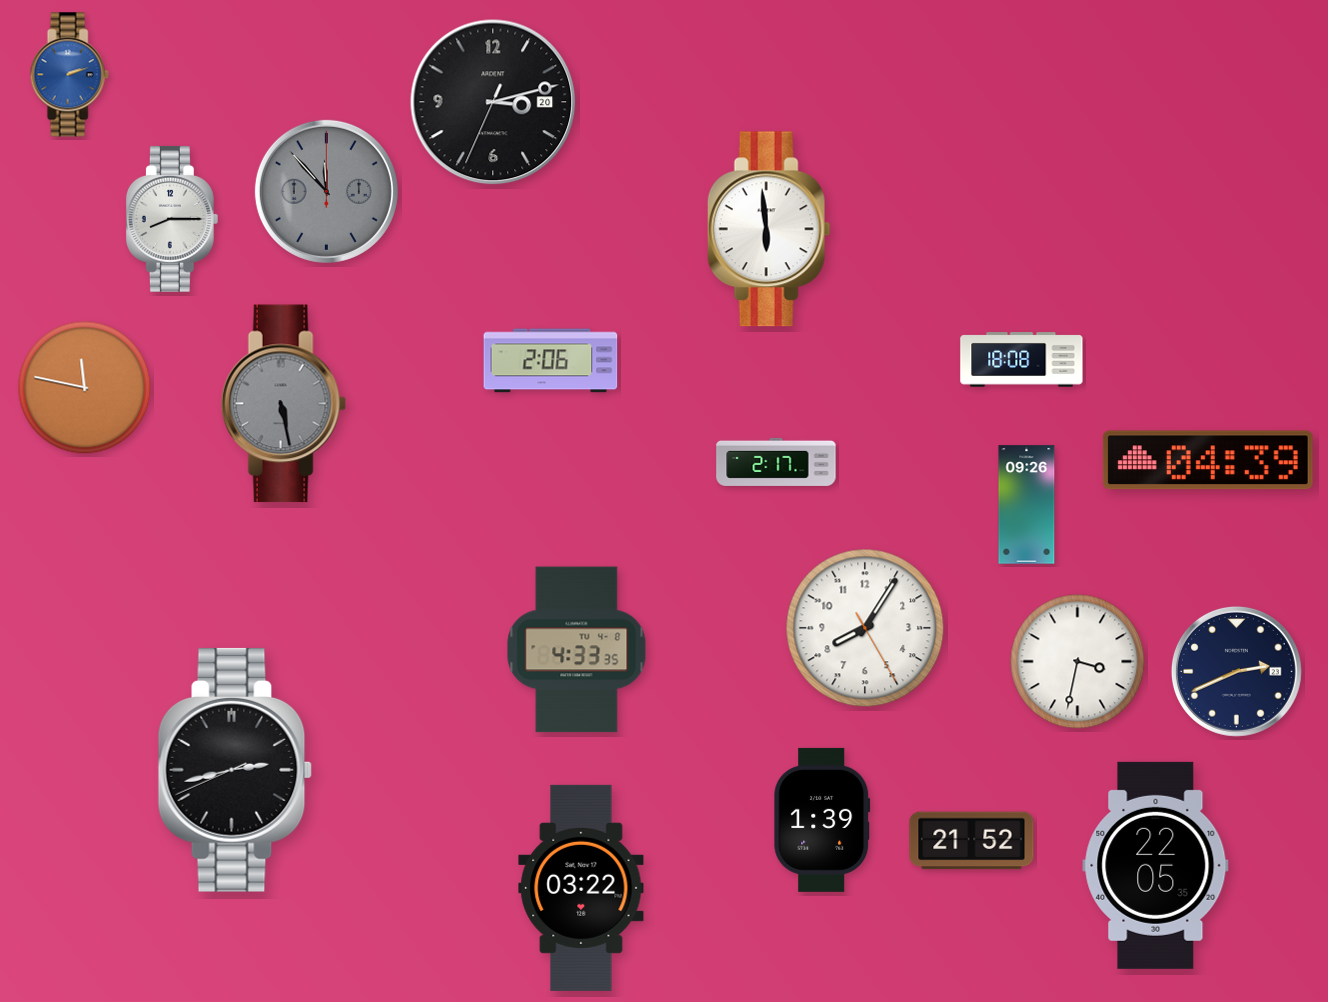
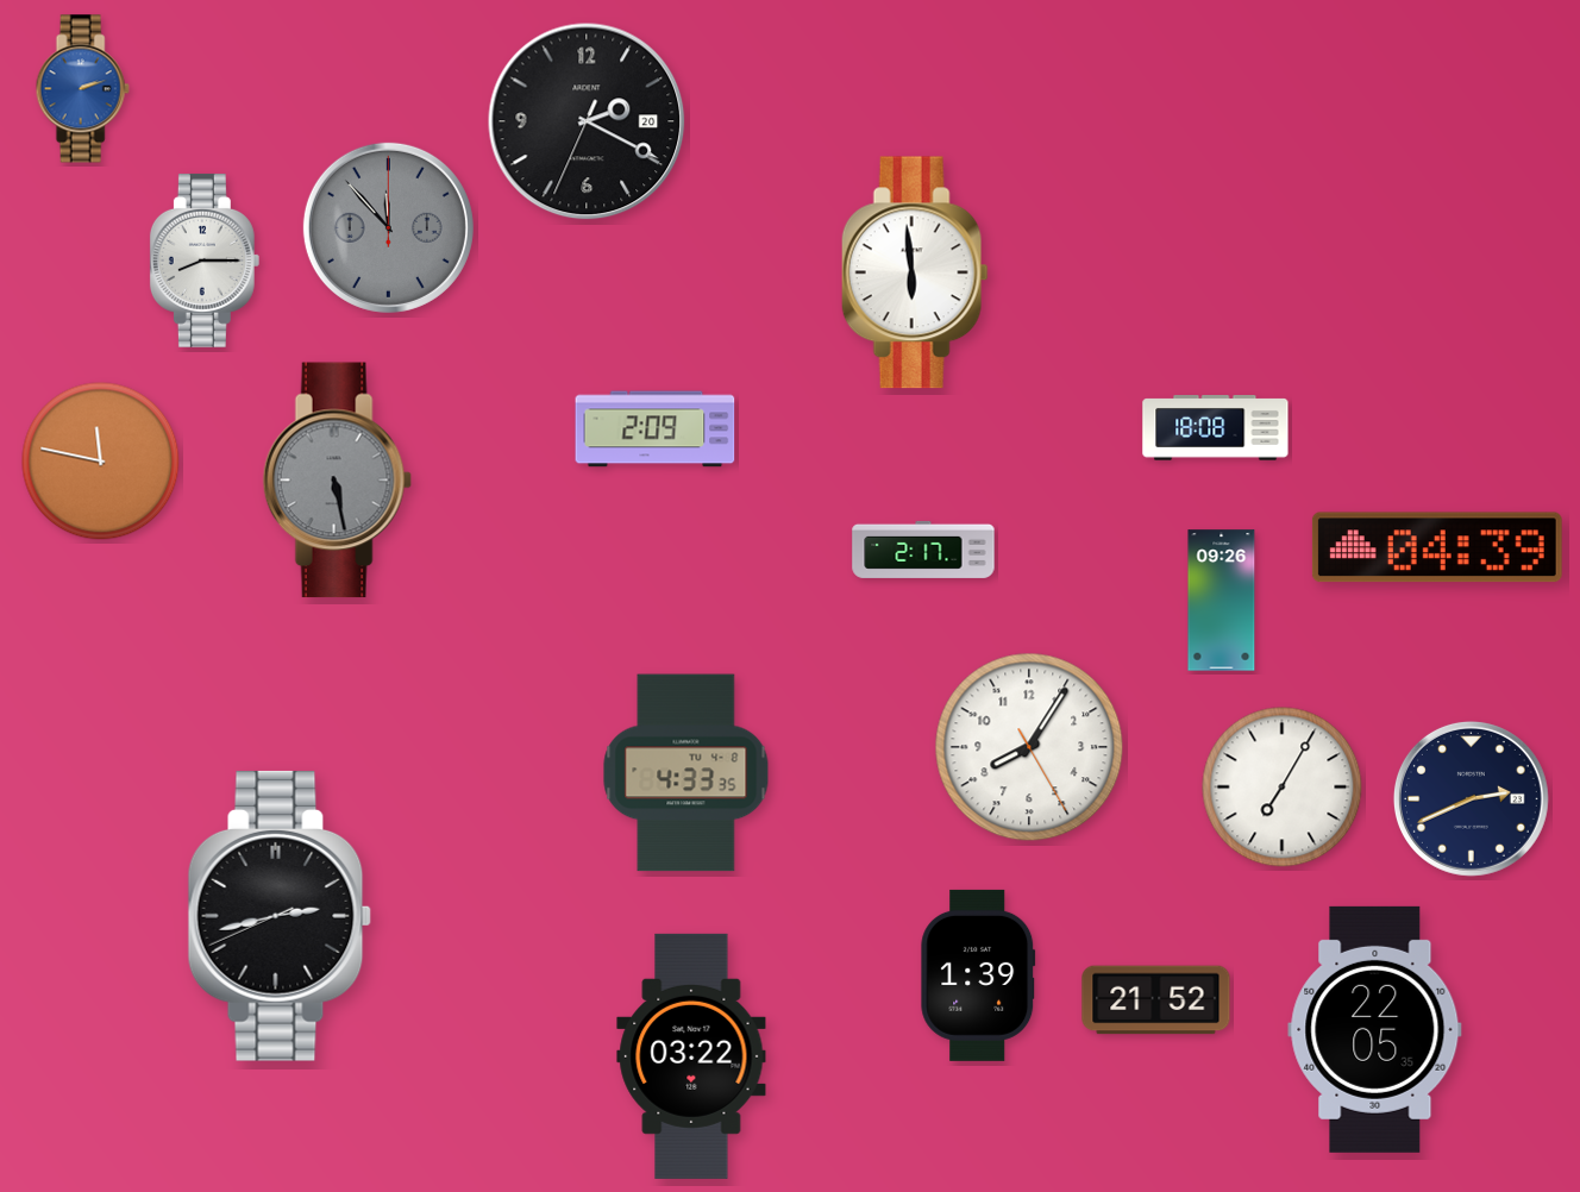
clock at (493, 102): 3:12 -> 2:19
clock at (551, 361): 2:06 -> 2:09
clock at (1078, 662): 3:32 -> 7:05
